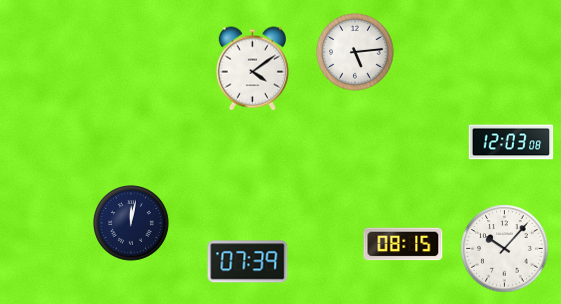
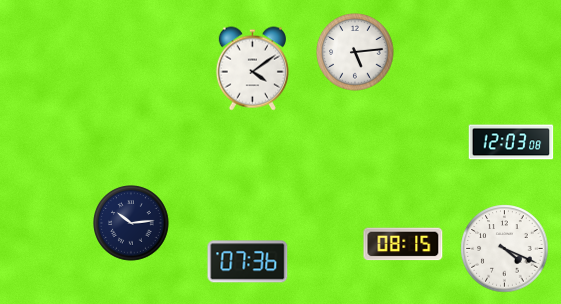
clock at (131, 223): 12:02 -> 10:14
clock at (505, 249): 10:07 -> 4:19
clock at (248, 262): 07:39 -> 07:36
